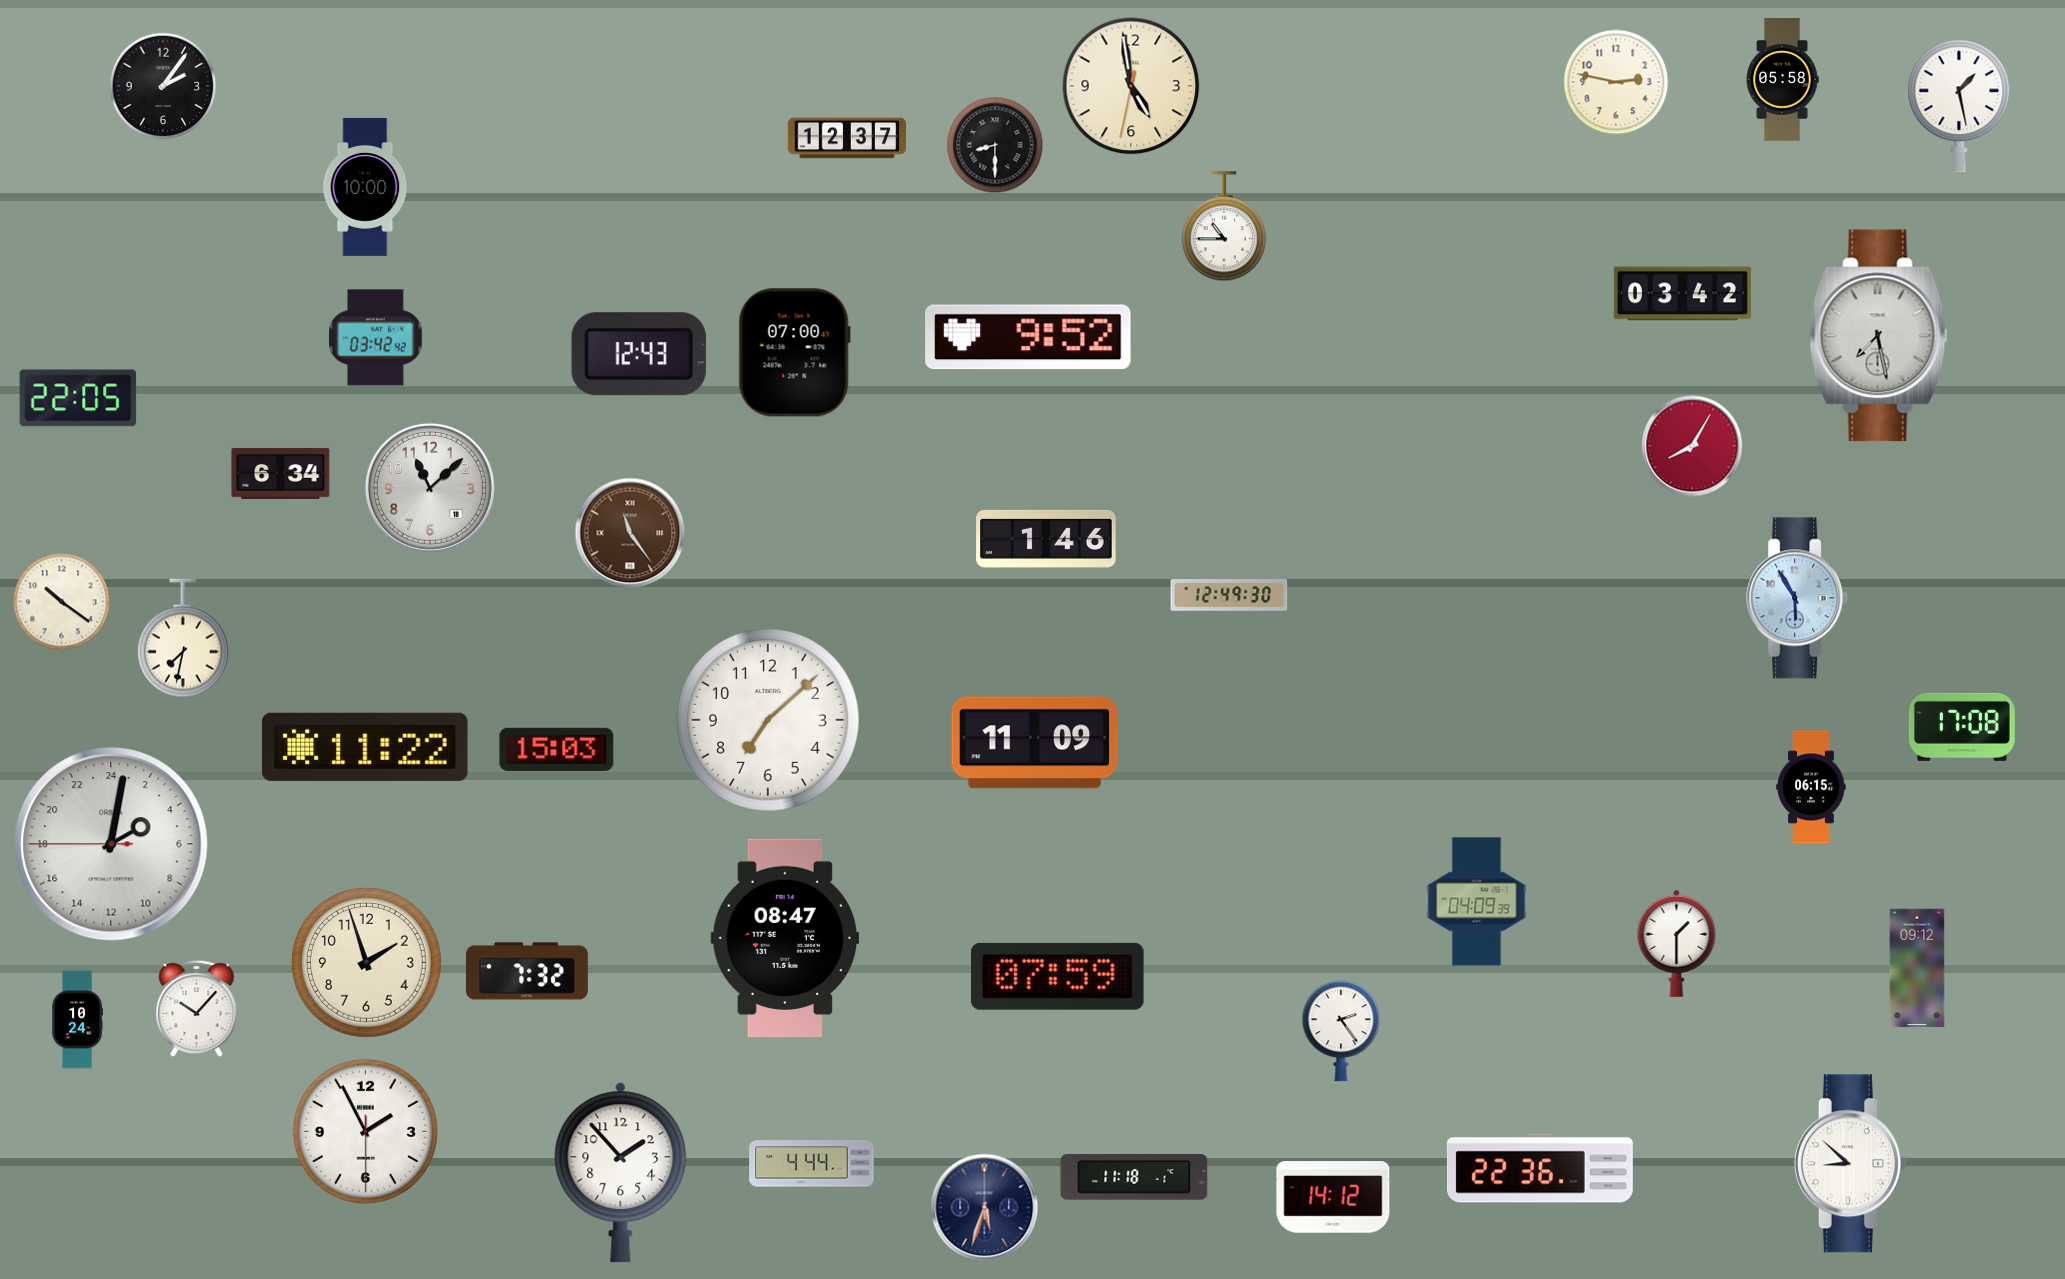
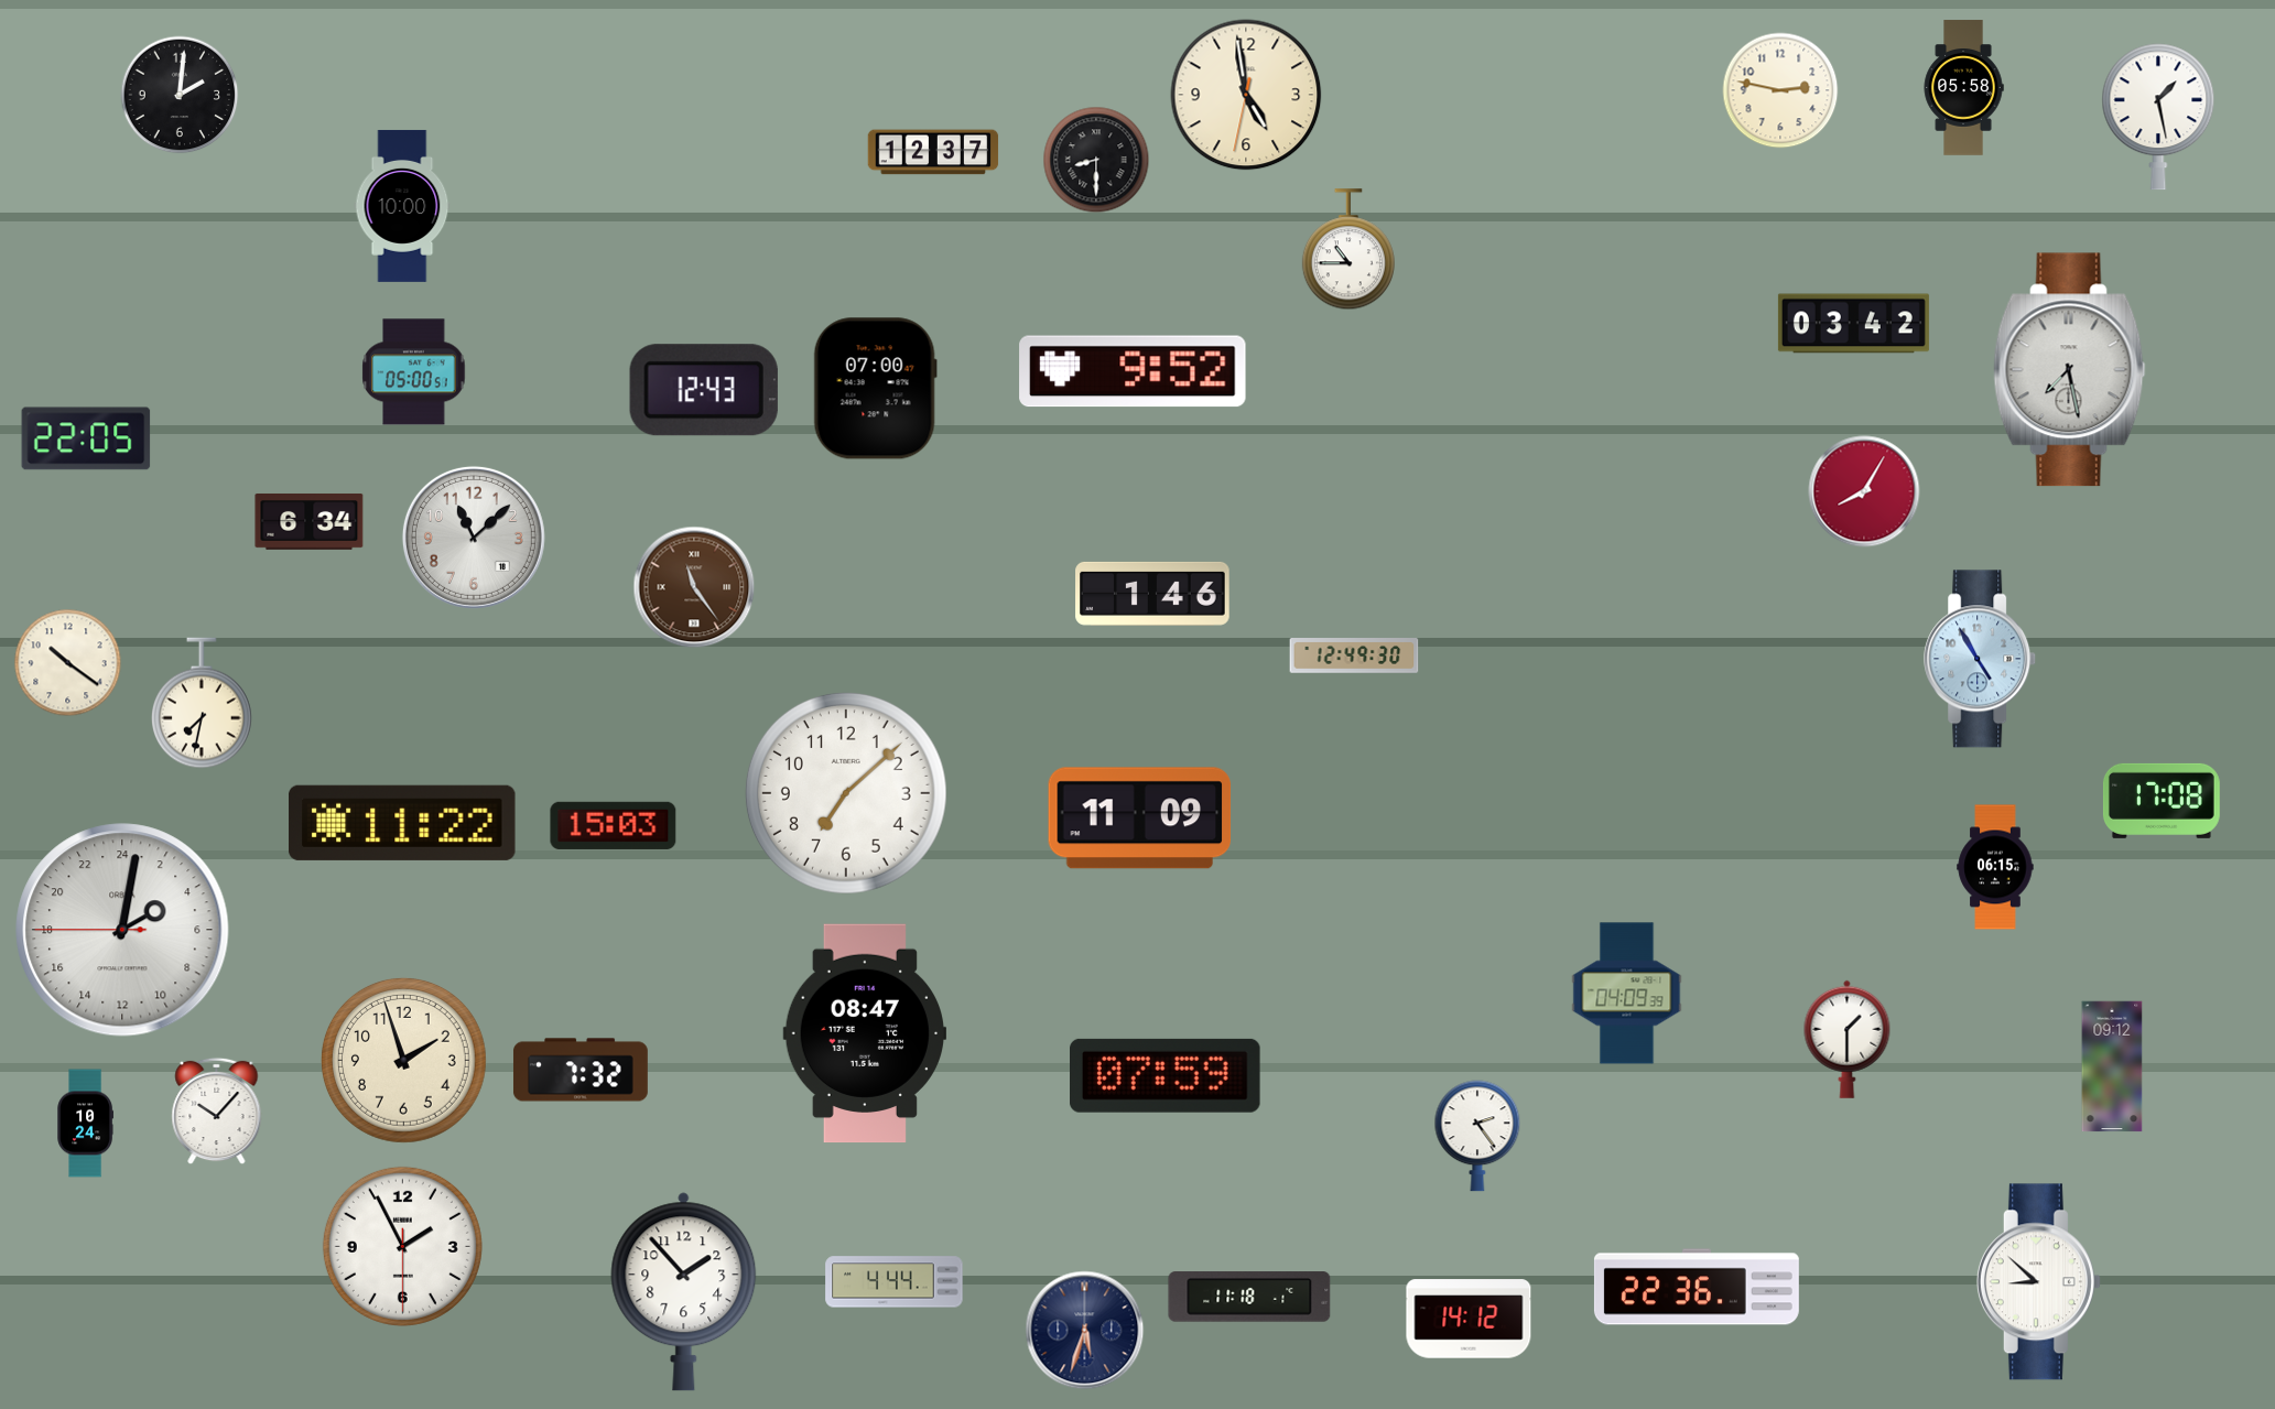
clock at (163, 86): 2:06 -> 2:01
clock at (376, 338): 03:42 -> 05:00
clock at (1798, 598): 5:55 -> 4:55
